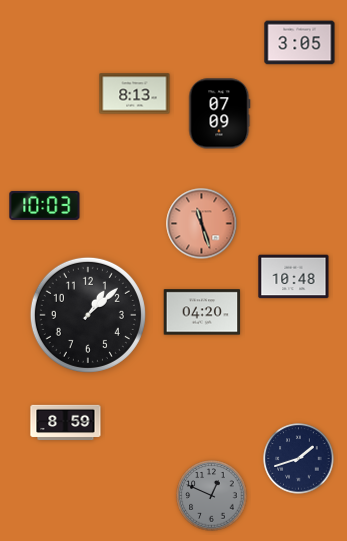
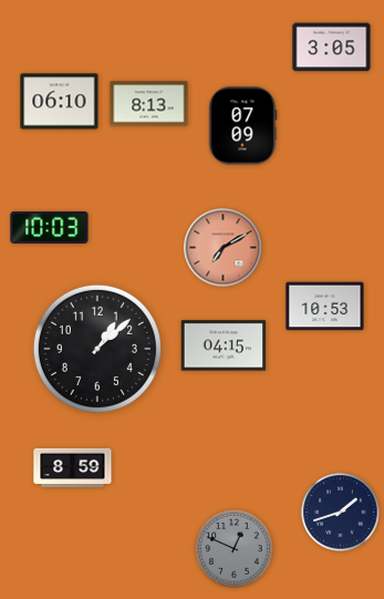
clock at (60, 102): none -> 06:10
clock at (202, 224): 11:27 -> 7:10
clock at (294, 277): 10:48 -> 10:53
clock at (202, 312): 04:20 -> 04:15
clock at (299, 459) position: (299, 459) -> (341, 513)
